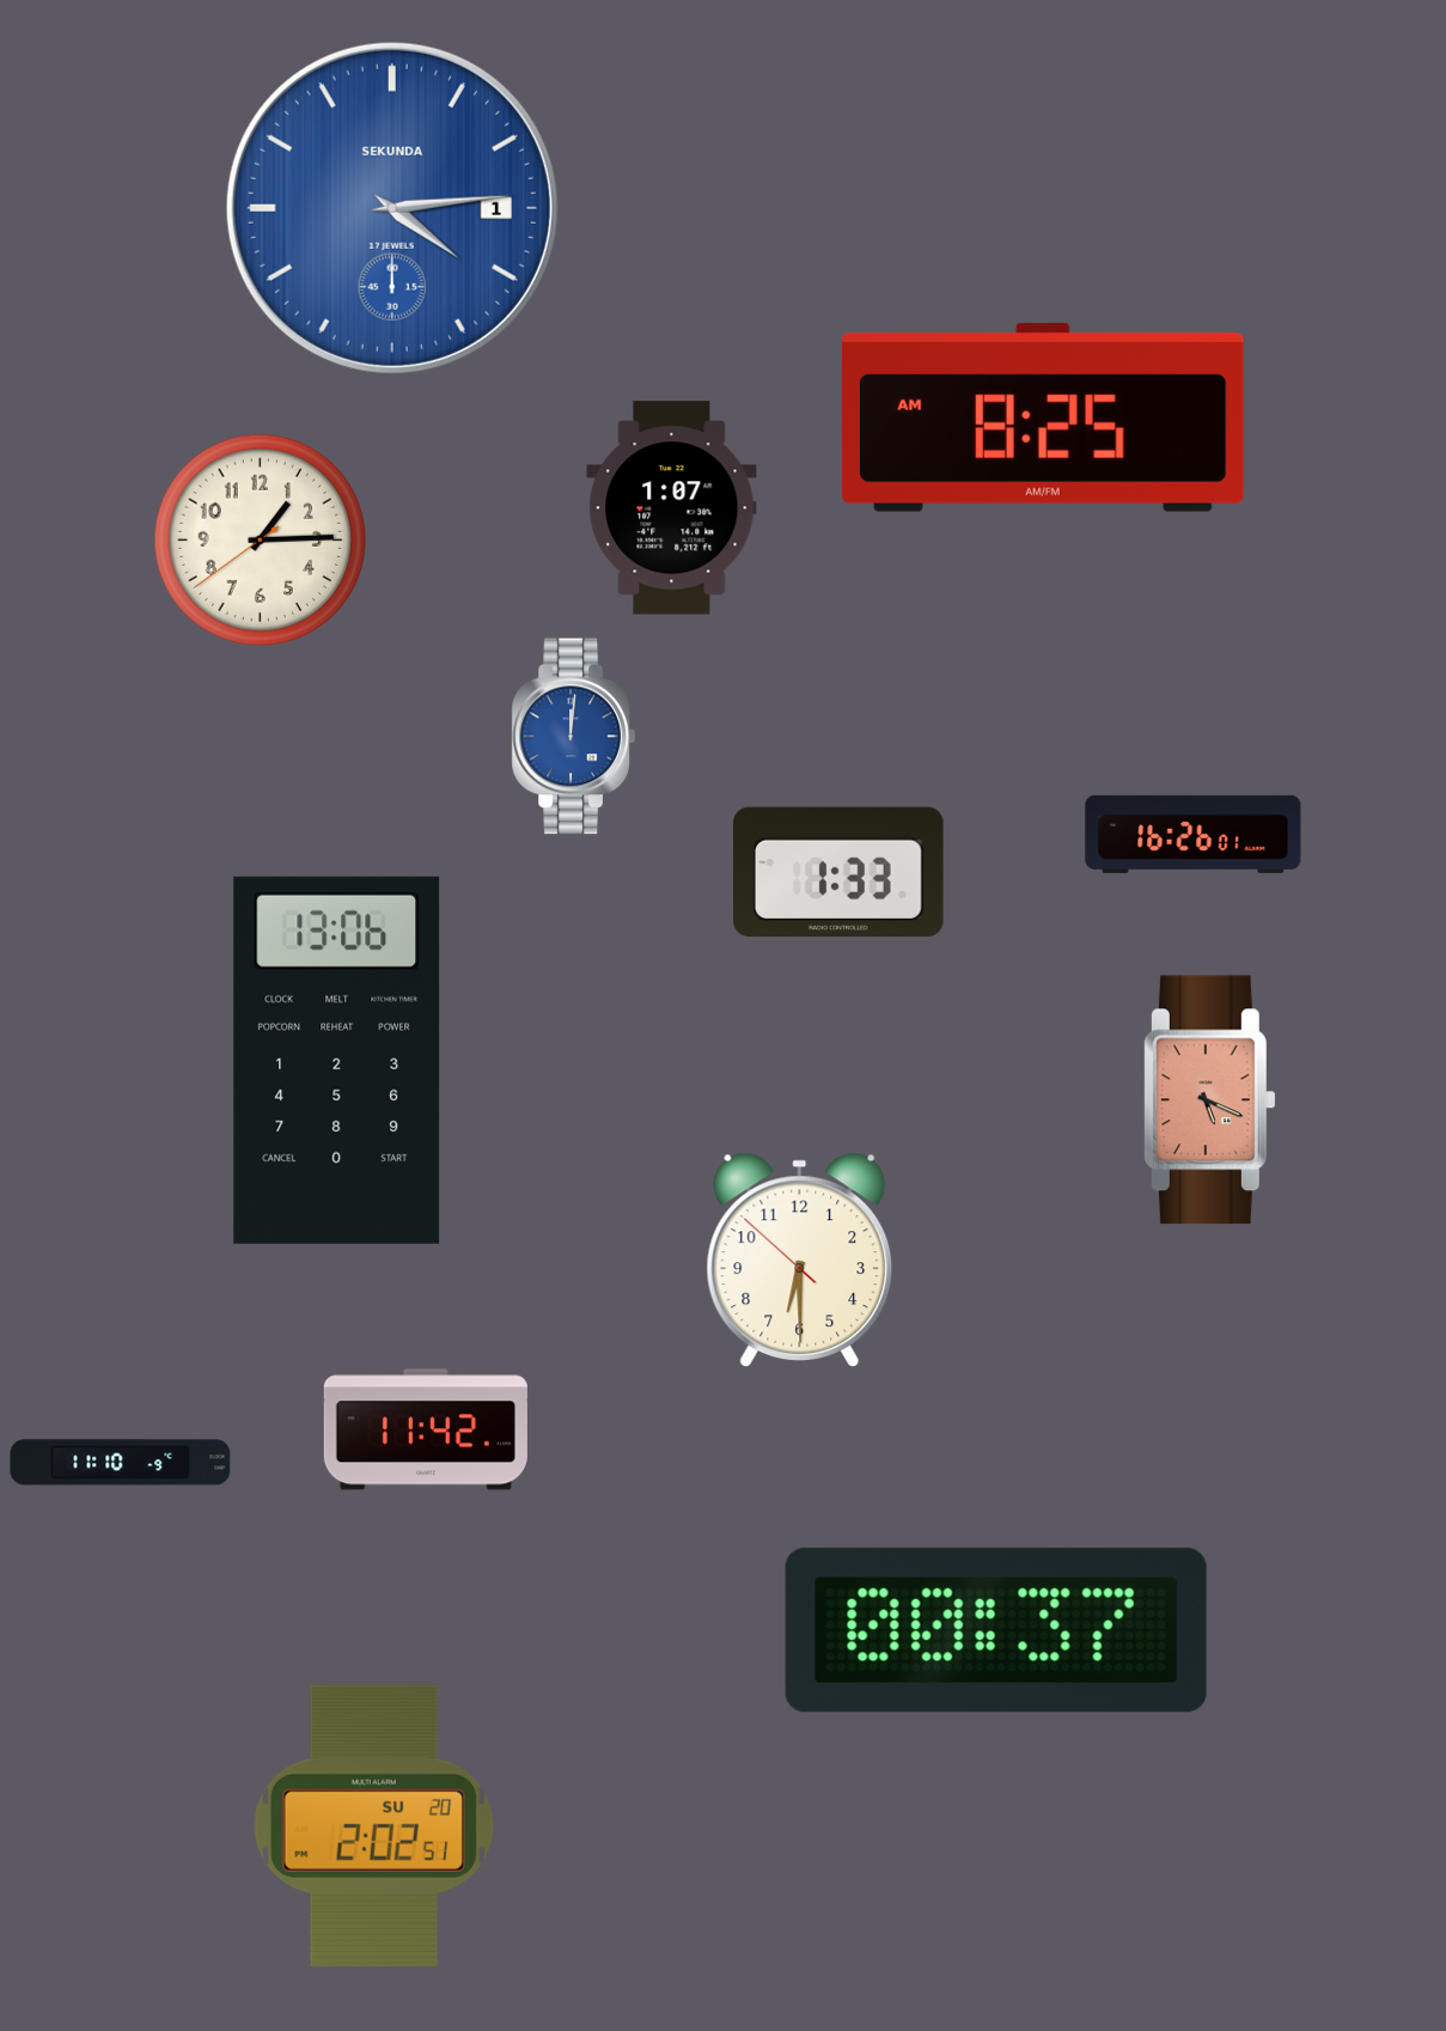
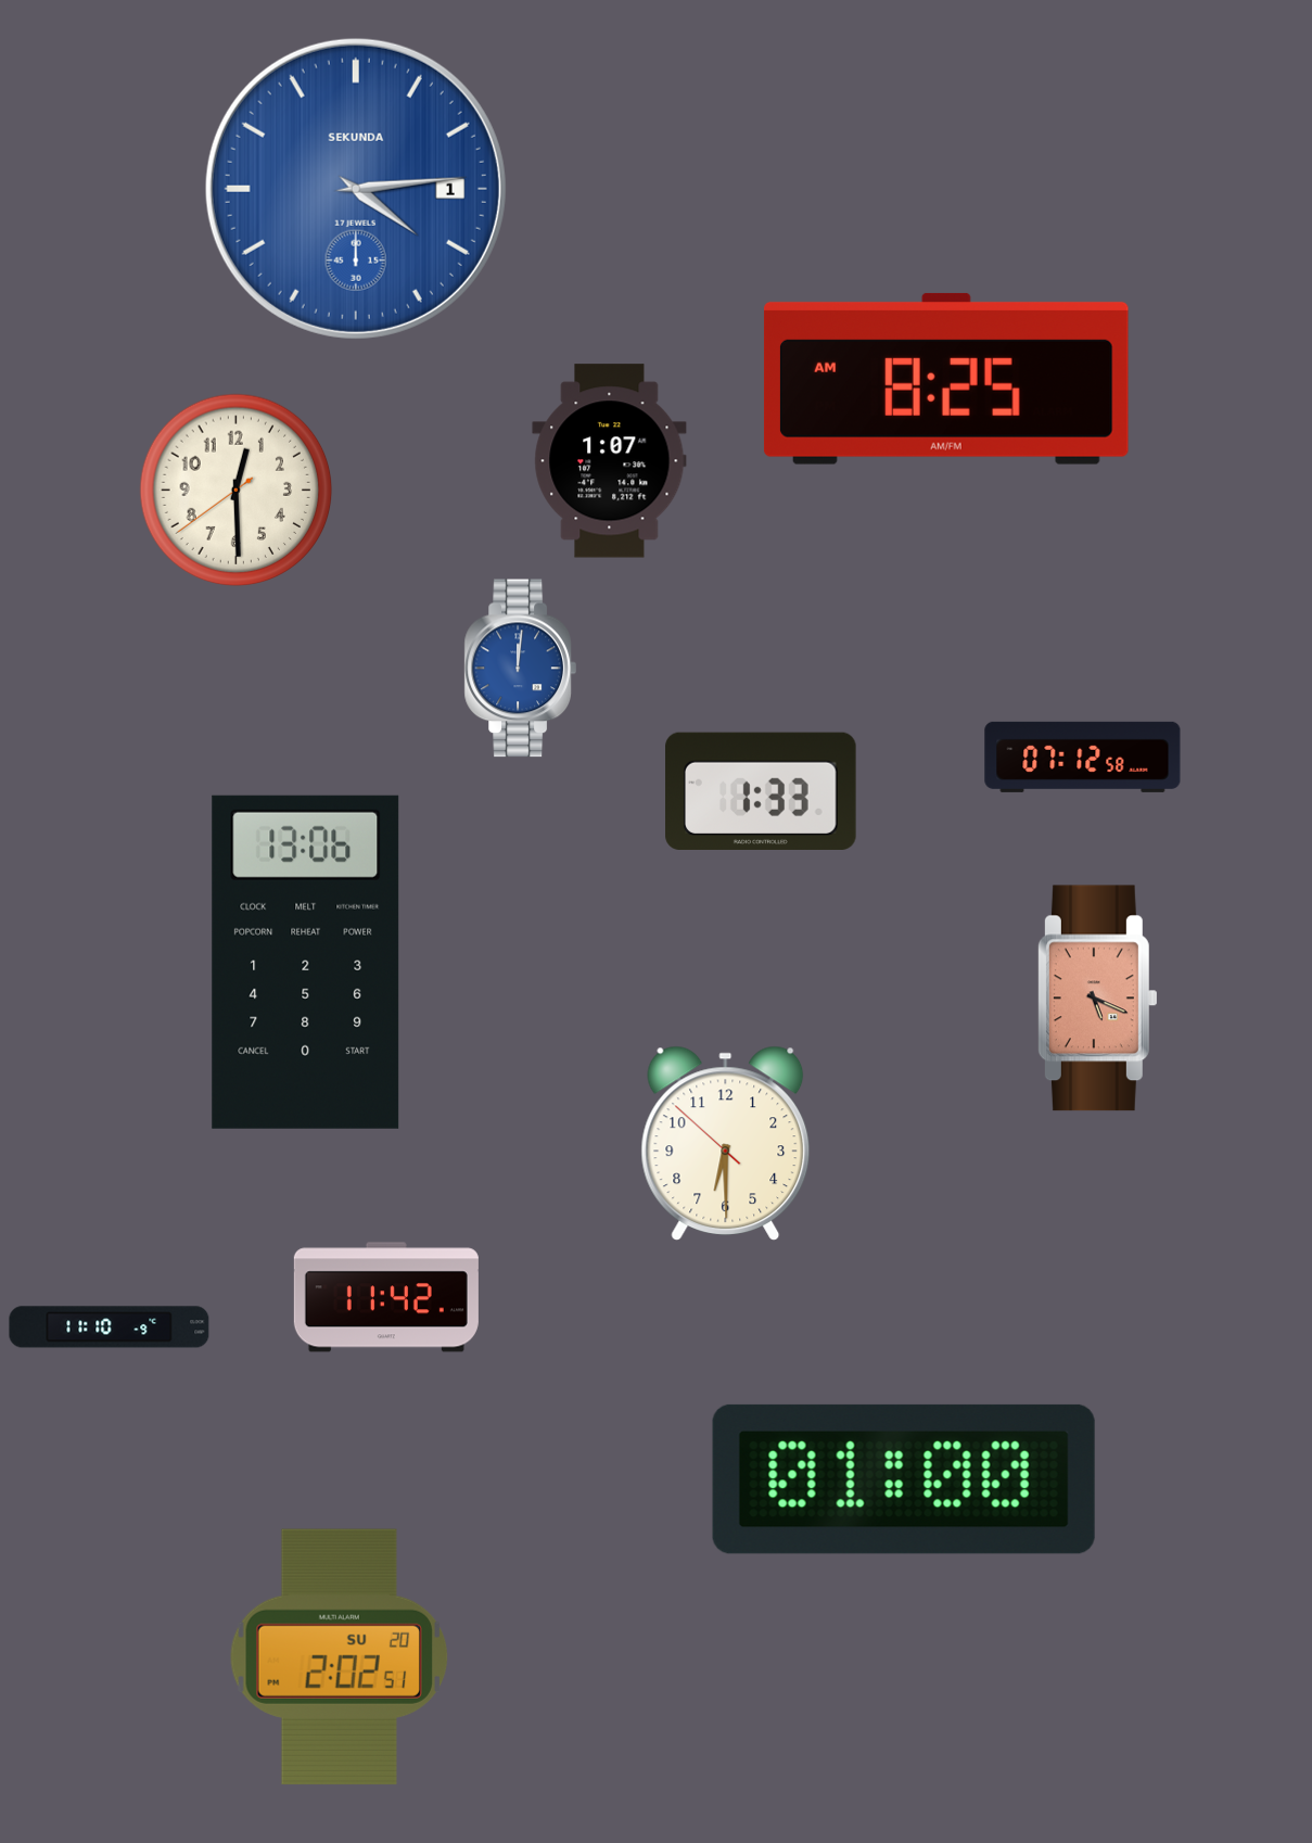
clock at (261, 541): 1:14 -> 12:29
clock at (1194, 834): 16:26 -> 07:12
clock at (996, 1630): 00:37 -> 01:00
